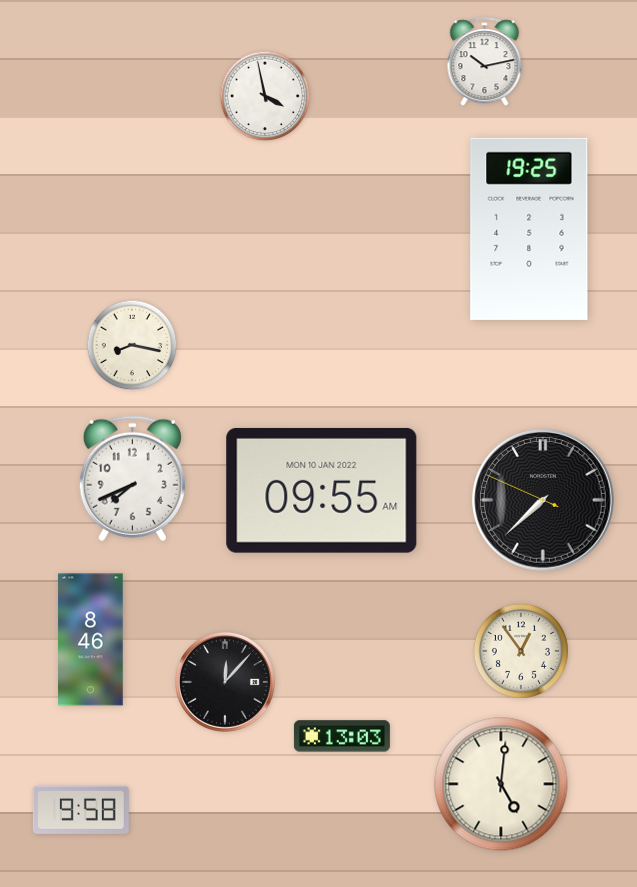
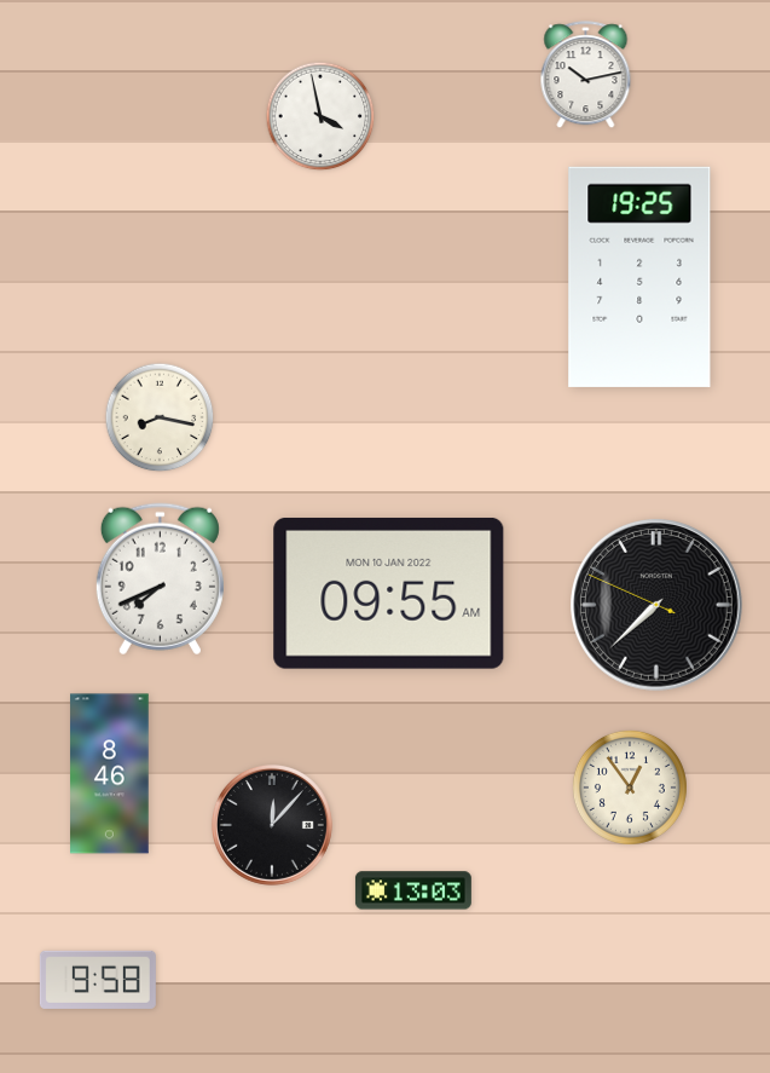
clock at (501, 784): 5:01 -> none
